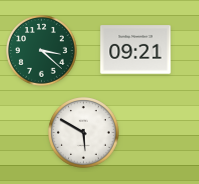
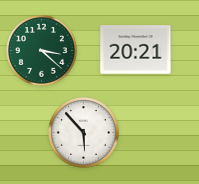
clock at (136, 50): 09:21 -> 20:21
clock at (84, 133): 5:50 -> 5:53
